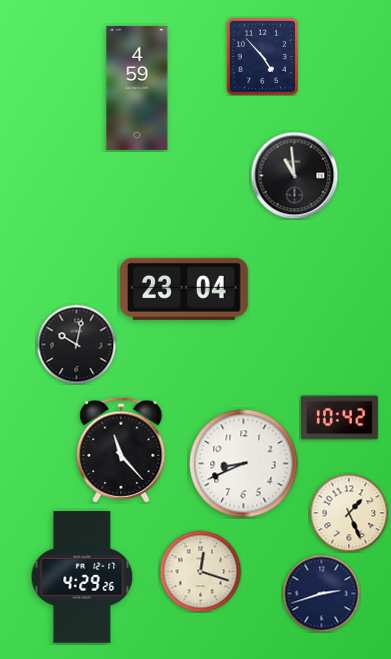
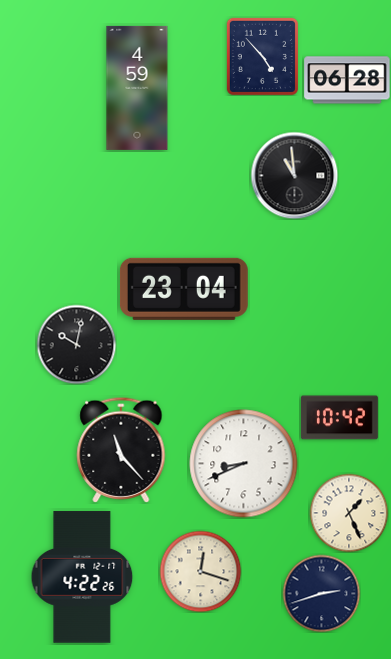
clock at (347, 80): none -> 06:28
clock at (82, 577): 4:29 -> 4:22
